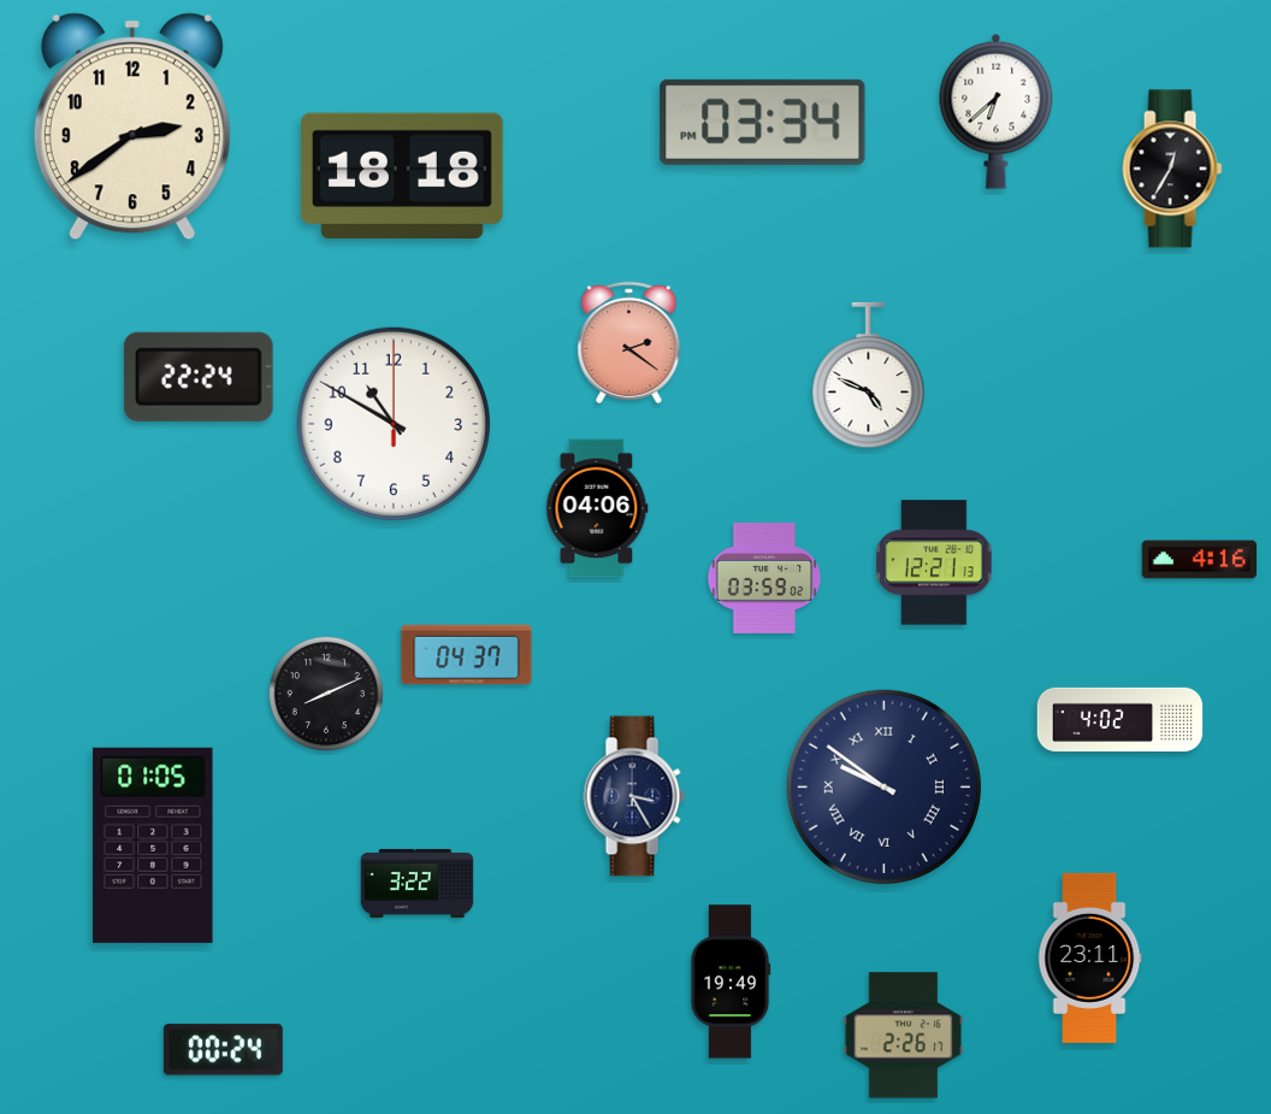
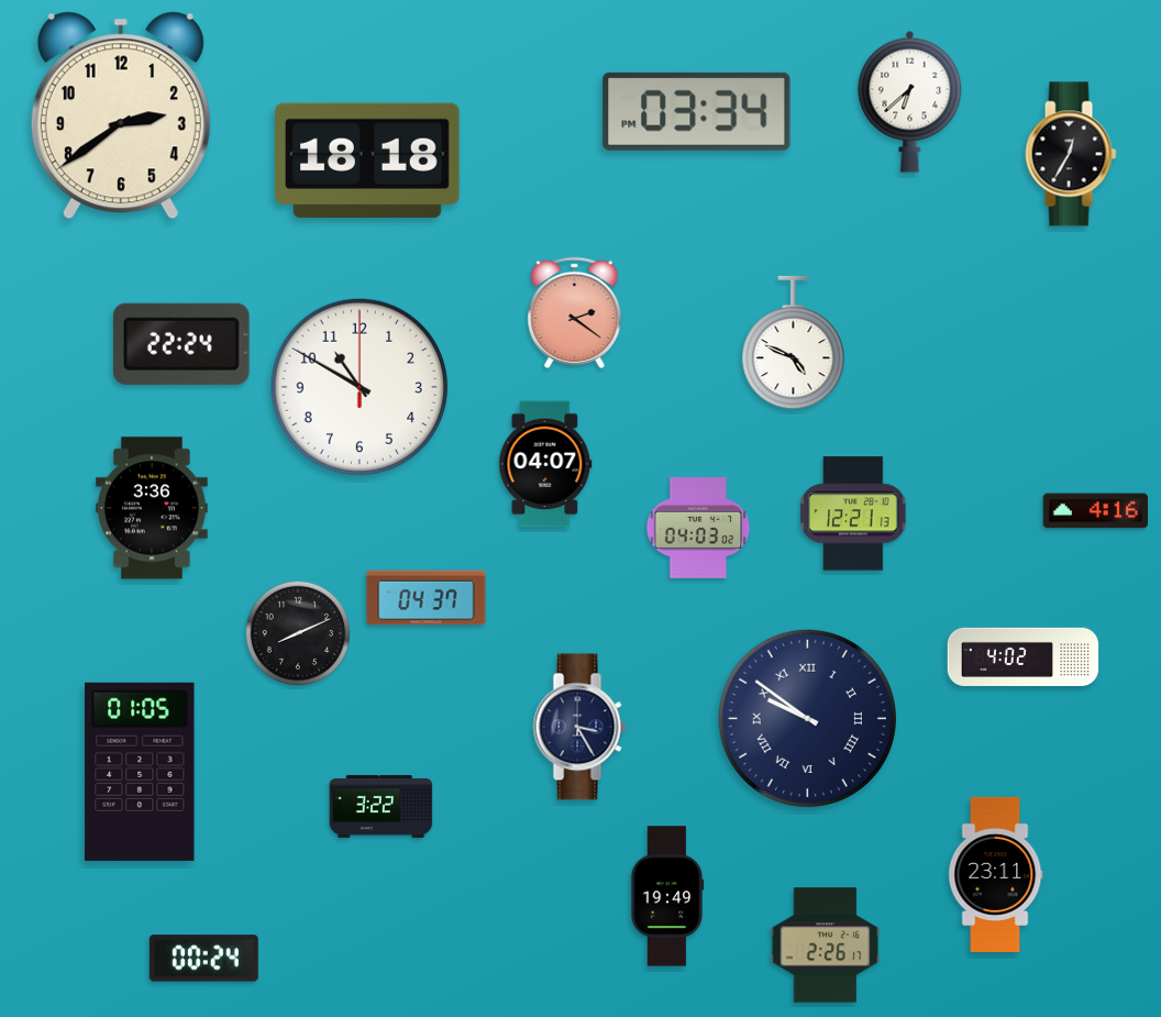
clock at (597, 508): 04:06 -> 04:07
clock at (152, 508): none -> 3:36
clock at (764, 578): 03:59 -> 04:03
